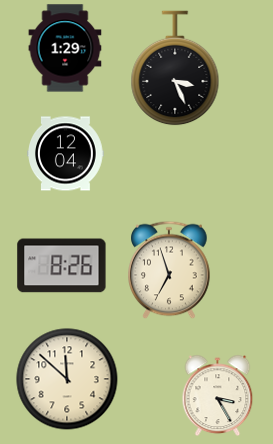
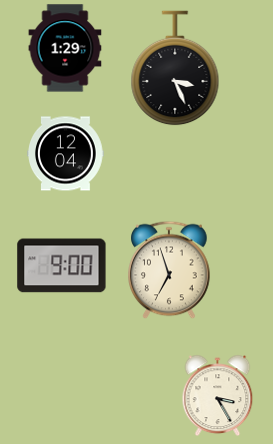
clock at (62, 266): 8:26 -> 9:00
clock at (67, 379): 11:52 -> none
